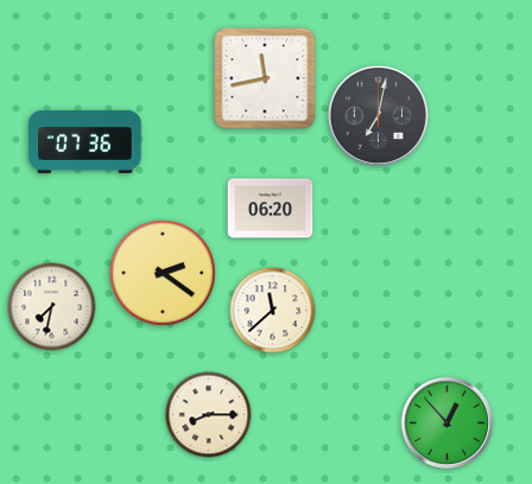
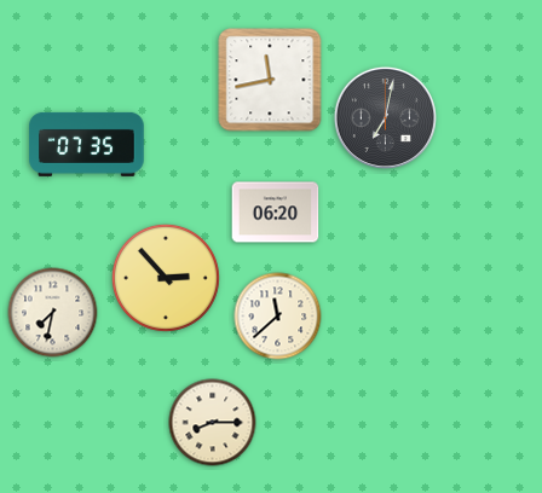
clock at (85, 141): 07:36 -> 07:35
clock at (163, 273): 2:21 -> 2:53
clock at (448, 423): 12:53 -> none
